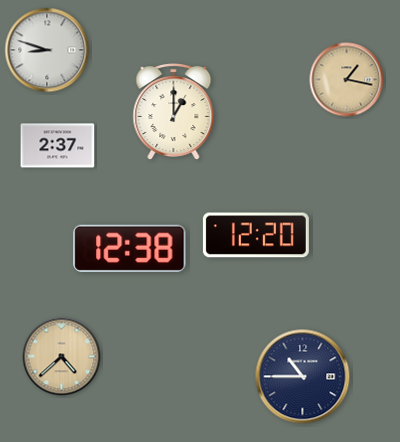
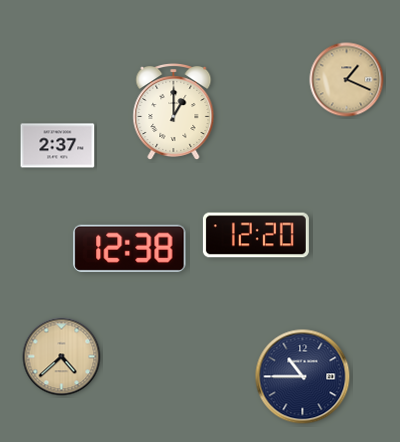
clock at (47, 50): 8:48 -> none
clock at (347, 80): 1:17 -> 1:19
